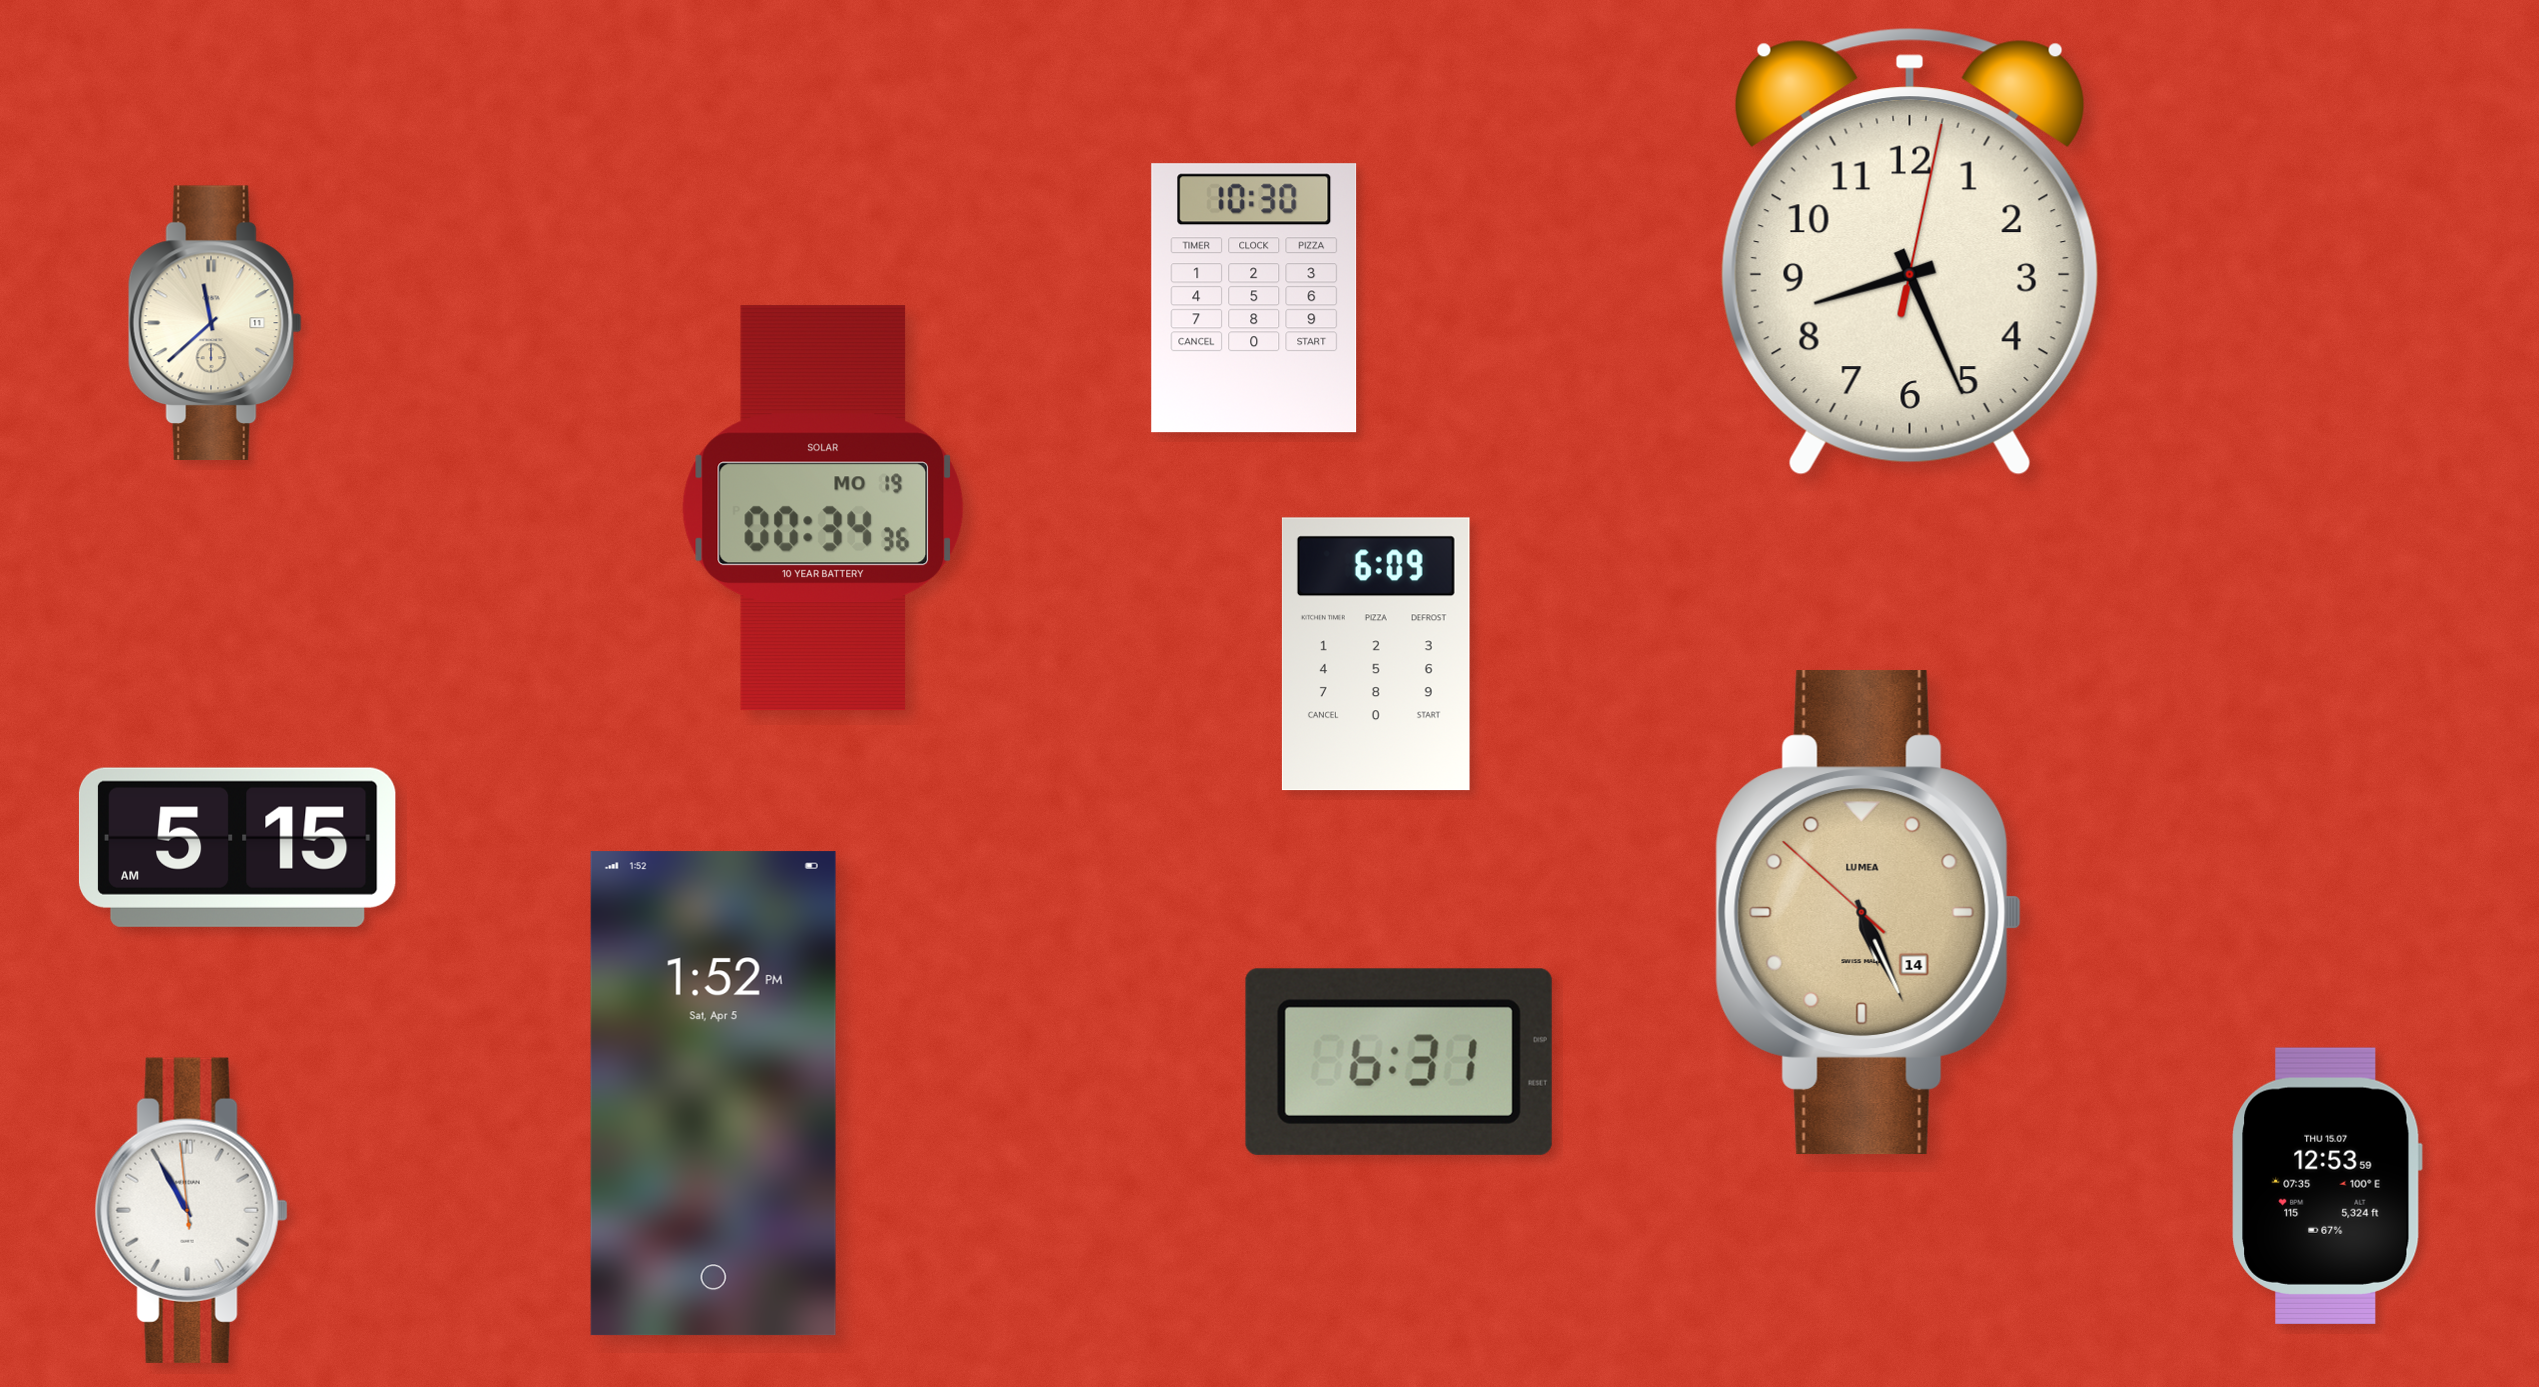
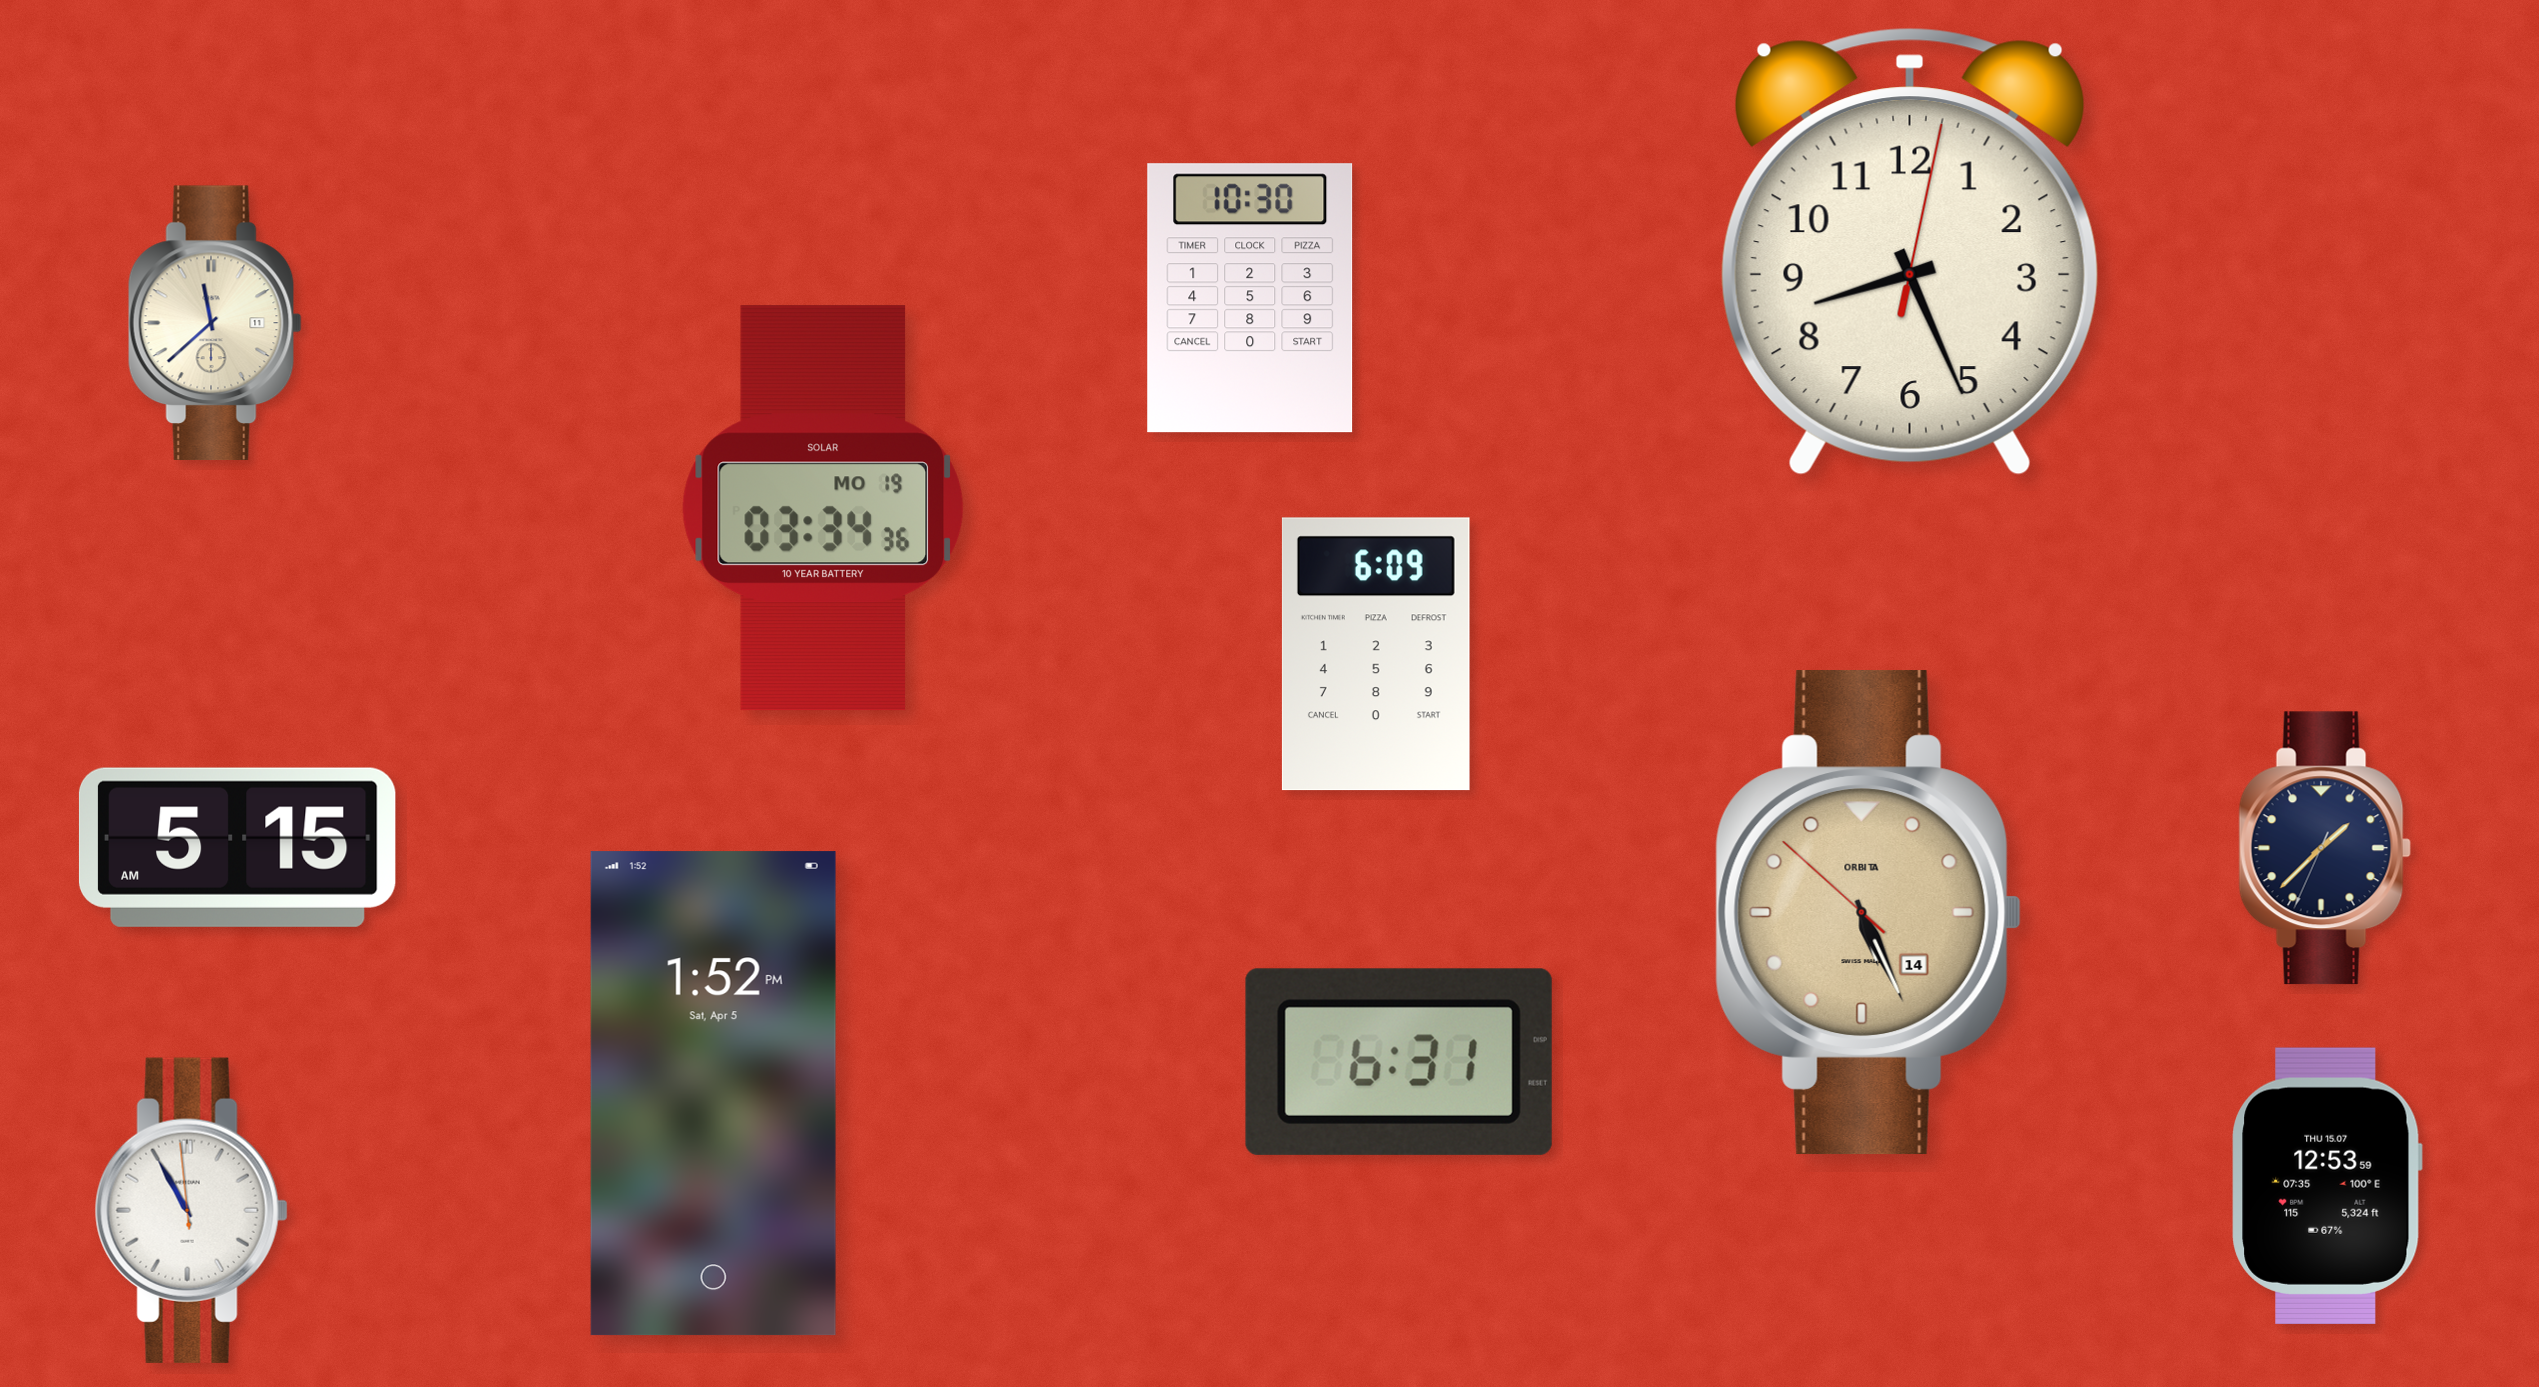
clock at (1254, 298) position: (1254, 298) -> (1250, 298)
clock at (822, 508): 00:34 -> 03:34
clock at (2325, 848): none -> 1:37
clock at (1868, 913) brand: LUMEA -> ORBITA
